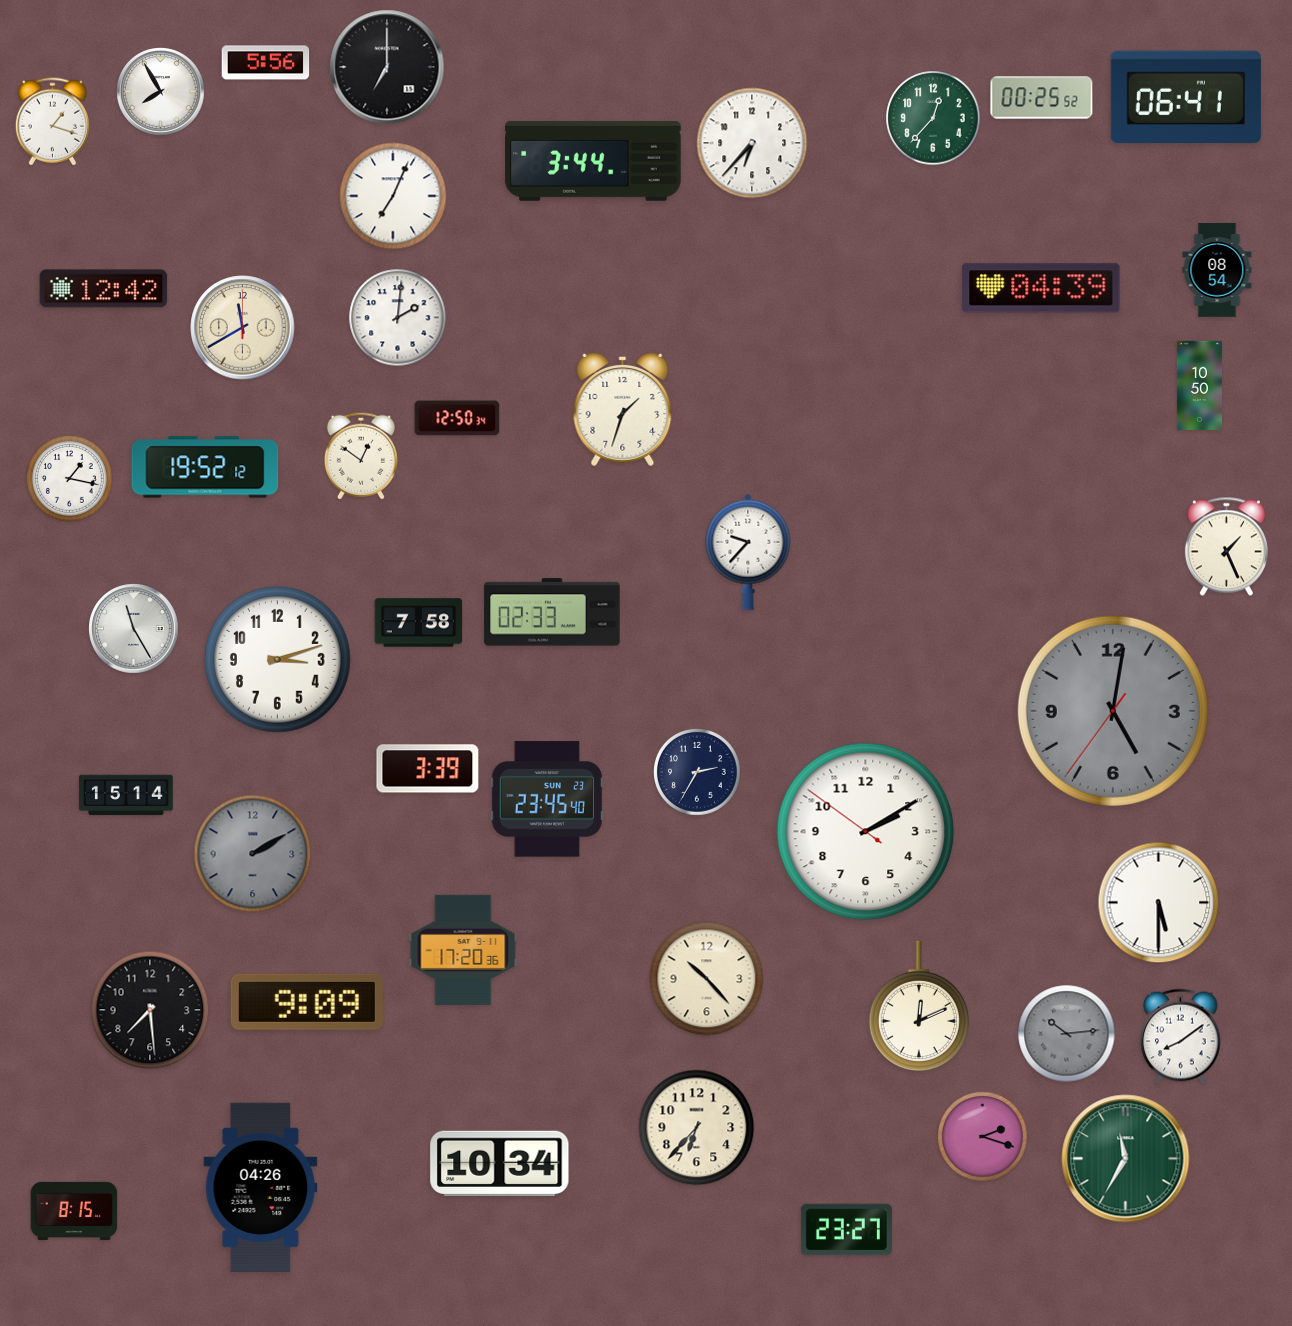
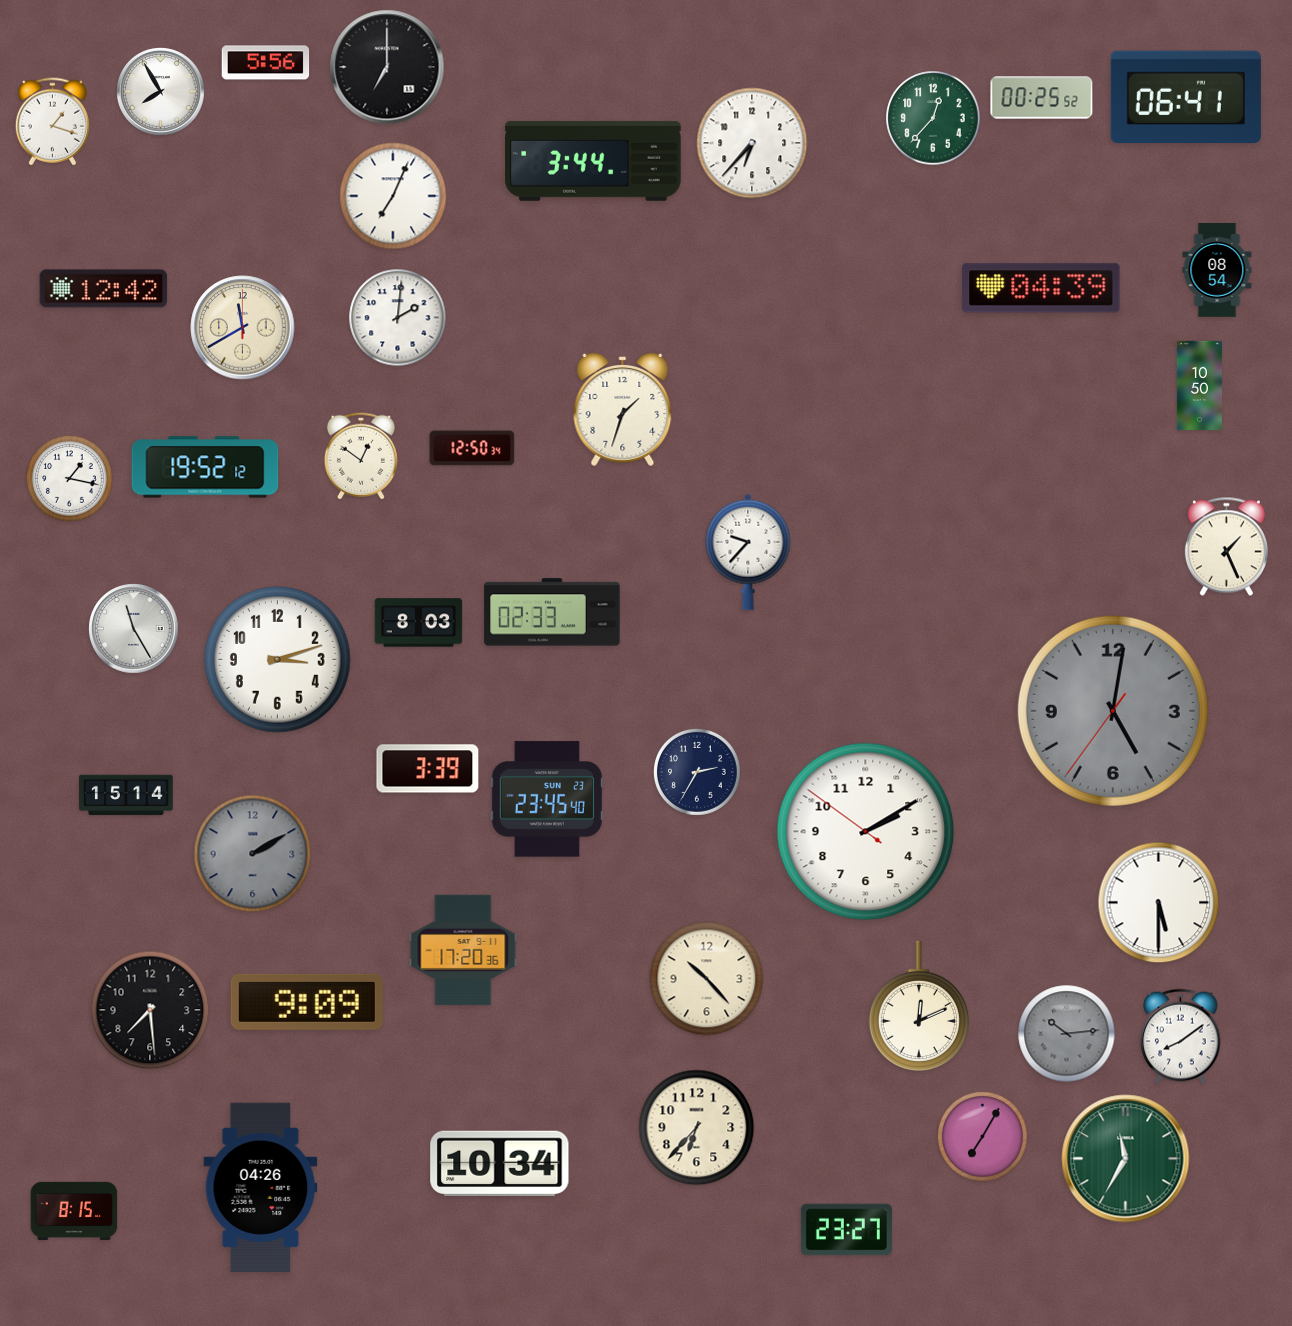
clock at (457, 418) position: (457, 418) -> (472, 448)
clock at (419, 623): 7:58 -> 8:03
clock at (983, 1137): 2:18 -> 7:05
